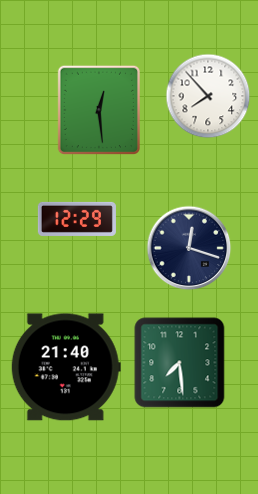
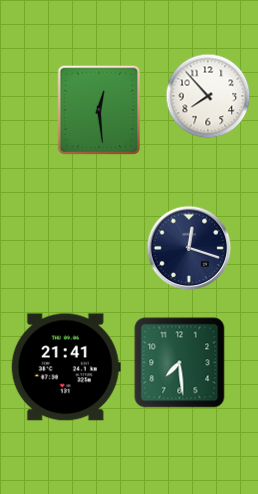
clock at (77, 219): 12:29 -> none
clock at (66, 367): 21:40 -> 21:41
